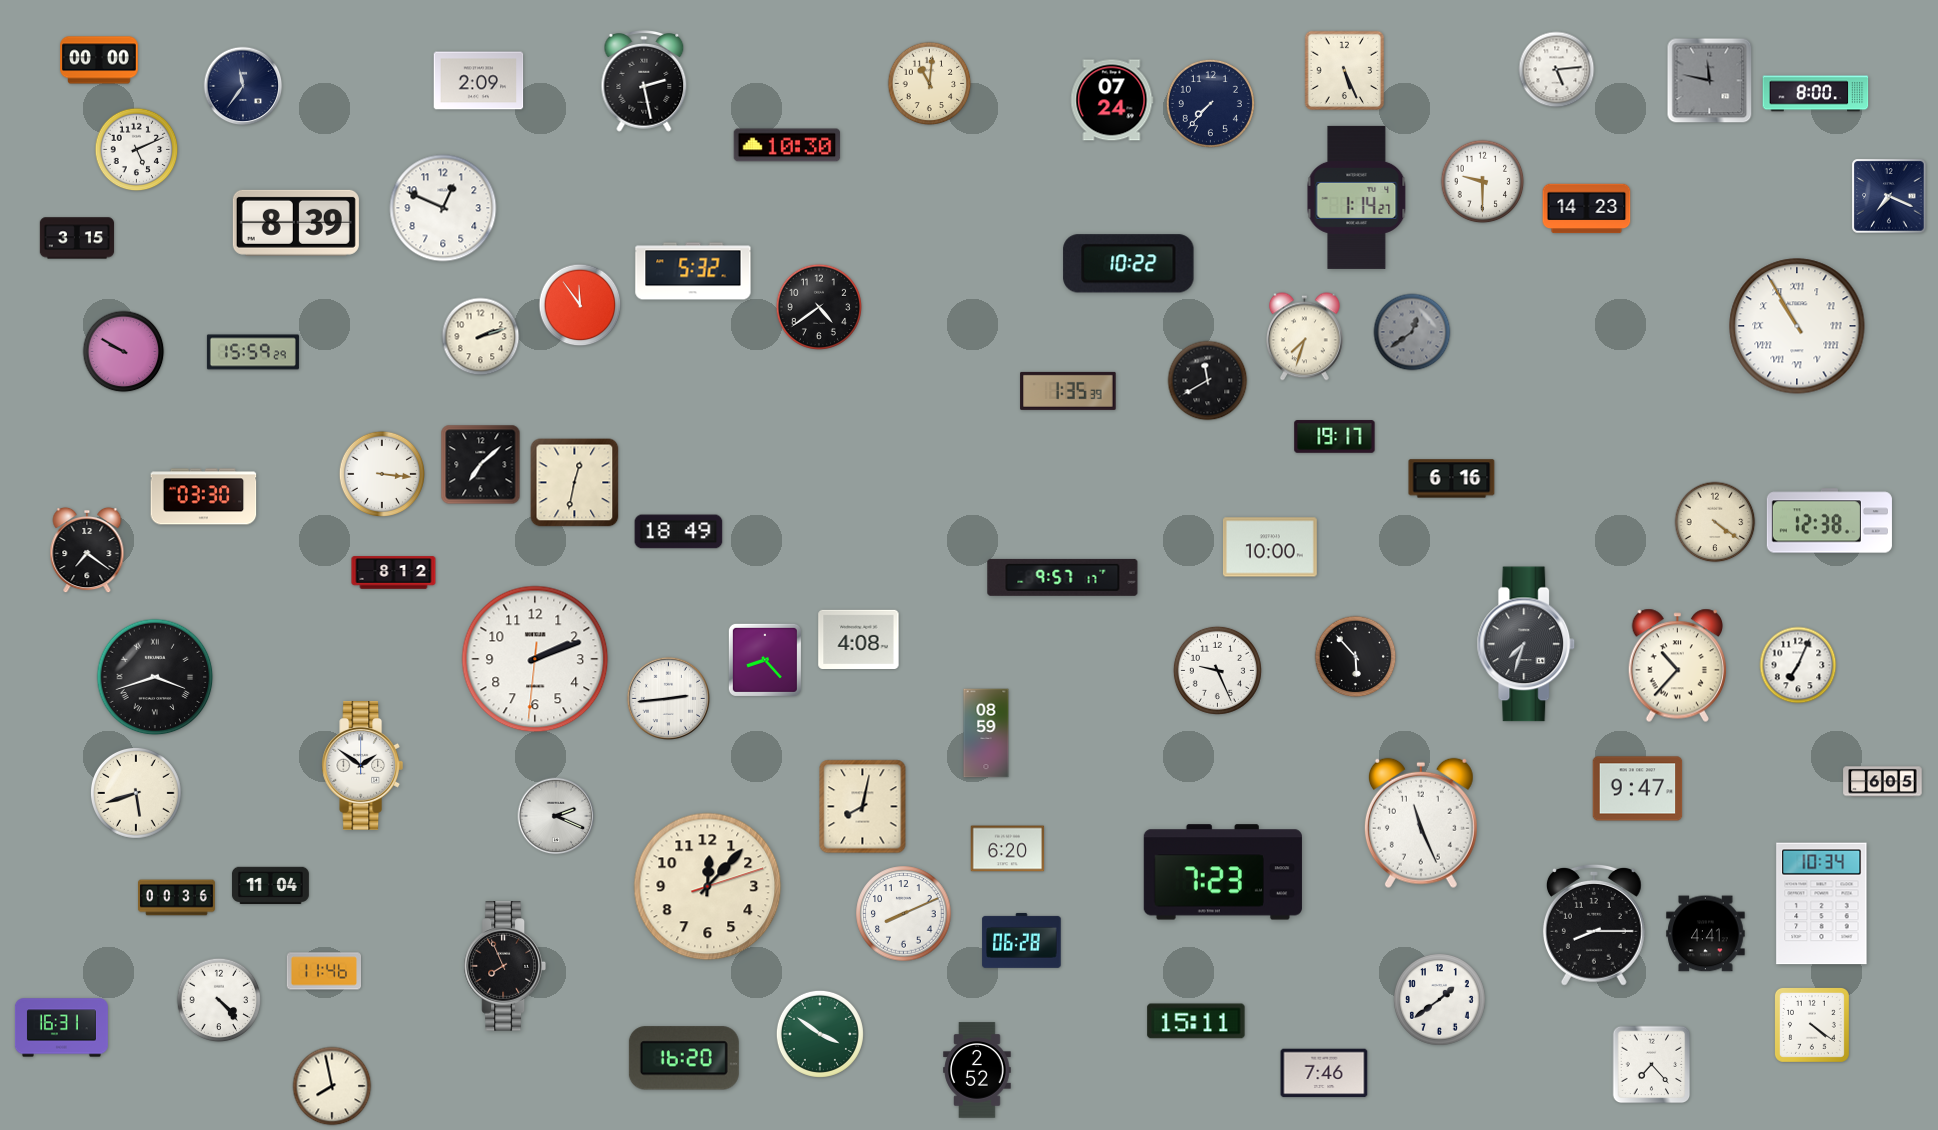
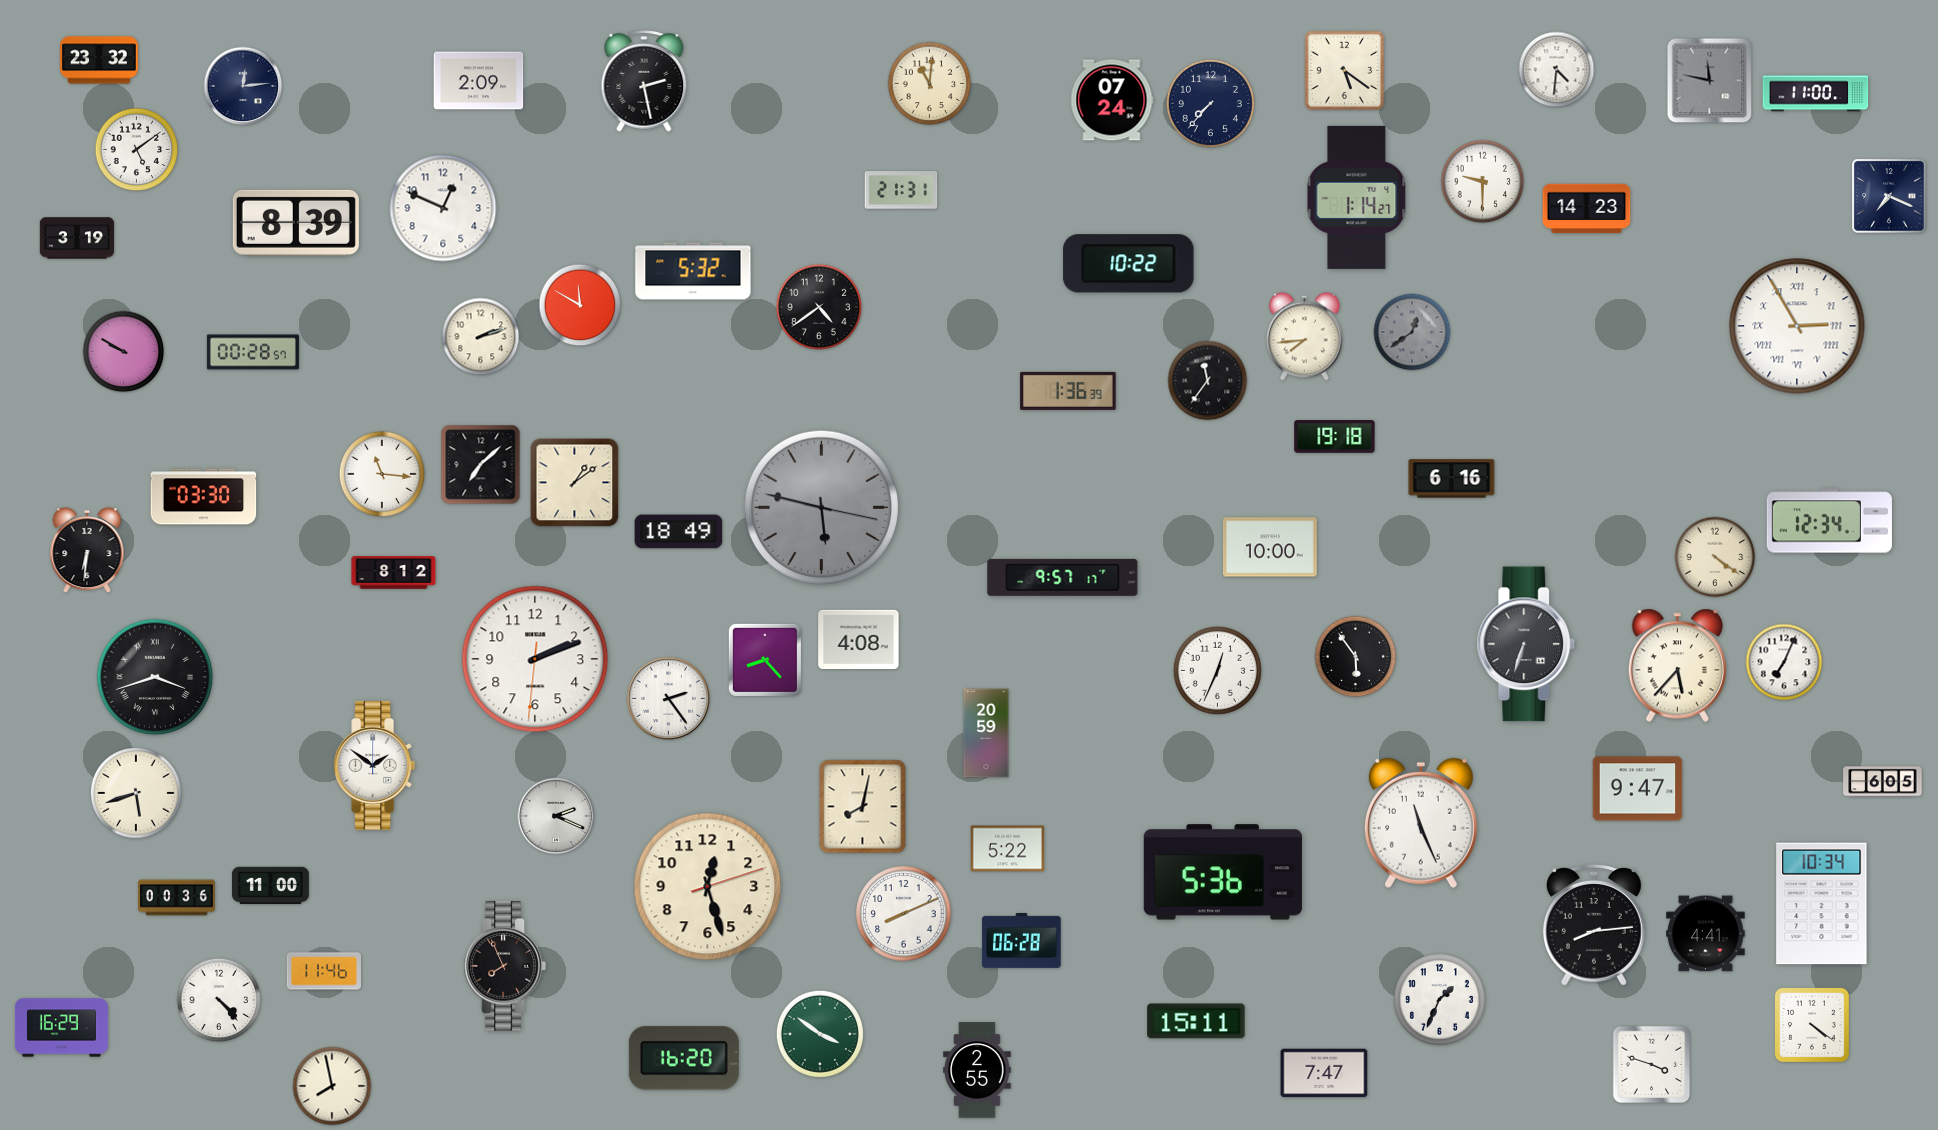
clock at (99, 60): 00:00 -> 23:32
clock at (1557, 70): 5:14 -> 4:31
clock at (1345, 71): 5:26 -> 5:21
clock at (243, 86): 11:36 -> 12:14
clock at (1816, 94): 8:00 -> 11:00
clock at (787, 145): 10:30 -> none
clock at (137, 150): 5:11 -> 5:09
clock at (901, 190): none -> 21:31
clock at (77, 238): 3:15 -> 3:19
clock at (580, 305): 11:54 -> 11:50
clock at (1797, 326): 10:55 -> 2:55
clock at (1305, 337): 7:33 -> 7:44
clock at (253, 352): 15:59 -> 00:28
clock at (1208, 381): 11:40 -> 11:36
clock at (1068, 391): 1:35 -> 1:36
clock at (1335, 437): 19:17 -> 19:18
clock at (381, 473): 3:16 -> 11:16
clock at (575, 483): 12:32 -> 1:09
clock at (821, 507): none -> 5:47
clock at (1829, 521): 12:38 -> 12:34
clock at (1715, 522) position: (1715, 522) -> (1715, 557)
clock at (87, 550): 7:21 -> 6:31
clock at (1526, 644): 7:33 -> 6:33
clock at (1356, 657): 5:53 -> 5:54
clock at (1798, 665) position: (1798, 665) -> (1784, 662)
clock at (1677, 666): 10:37 -> 5:37
clock at (1217, 670): 9:26 -> 12:34
clock at (668, 698): 2:44 -> 2:24
clock at (986, 733): 08:59 -> 20:59
clock at (362, 766) position: (362, 766) -> (374, 766)
clock at (1008, 849): 6:20 -> 5:22
clock at (1223, 872): 7:23 -> 5:36
clock at (270, 885): 11:04 -> 11:00
clock at (708, 887): 12:07 -> 12:27
clock at (1594, 925): 8:15 -> 8:14
clock at (1440, 1000): 1:39 -> 1:34
clock at (61, 1028): 16:31 -> 16:29
clock at (1652, 1065): 7:23 -> 3:48
clock at (977, 1070): 2:52 -> 2:55
clock at (1324, 1073): 7:46 -> 7:47
